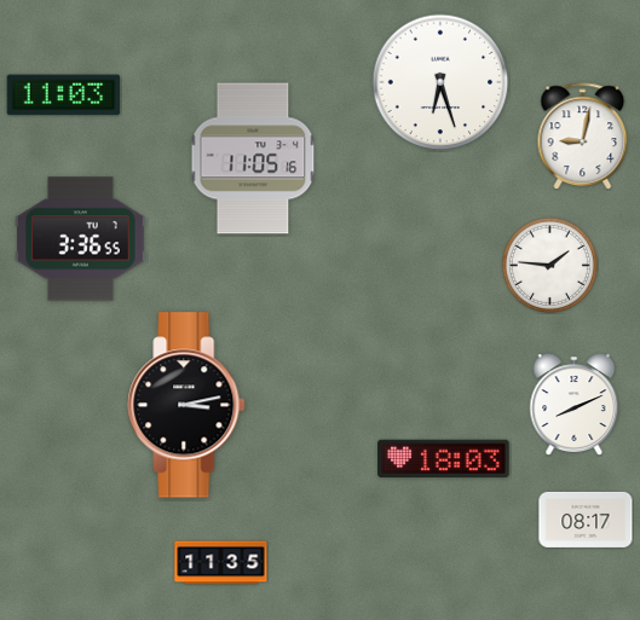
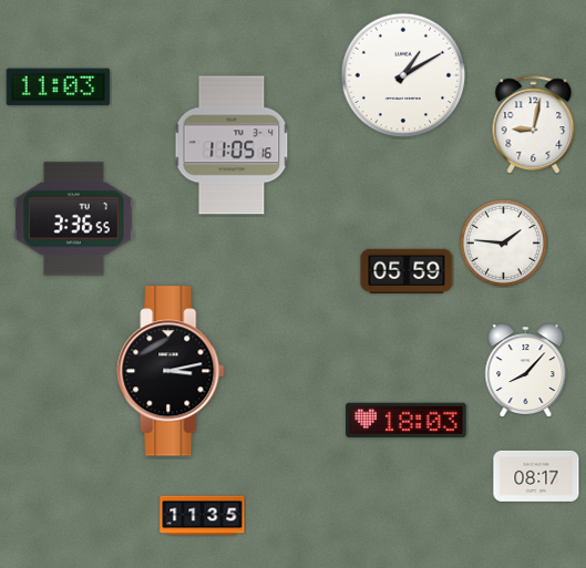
clock at (440, 82): 6:27 -> 1:10
clock at (407, 271): none -> 05:59
clock at (575, 405): 8:11 -> 8:07
